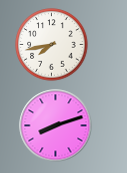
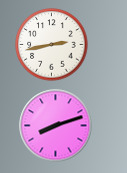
clock at (52, 45): 7:43 -> 2:43
